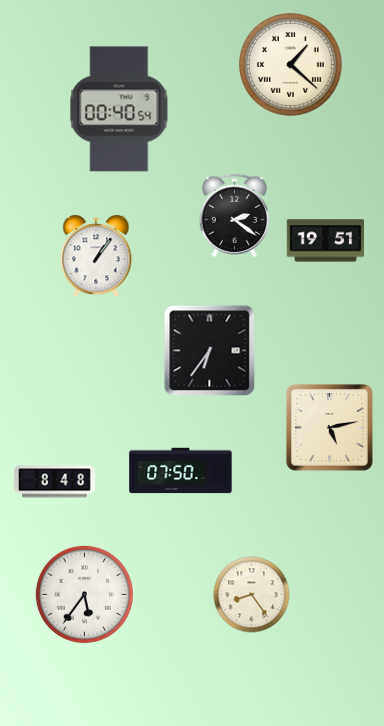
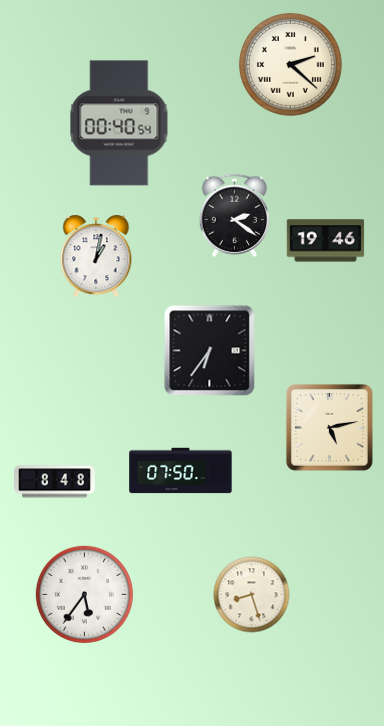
clock at (290, 64): 1:22 -> 2:22
clock at (119, 109) position: (119, 109) -> (119, 123)
clock at (326, 241): 19:51 -> 19:46
clock at (96, 256): 1:06 -> 1:02
clock at (252, 595): 8:24 -> 8:27
